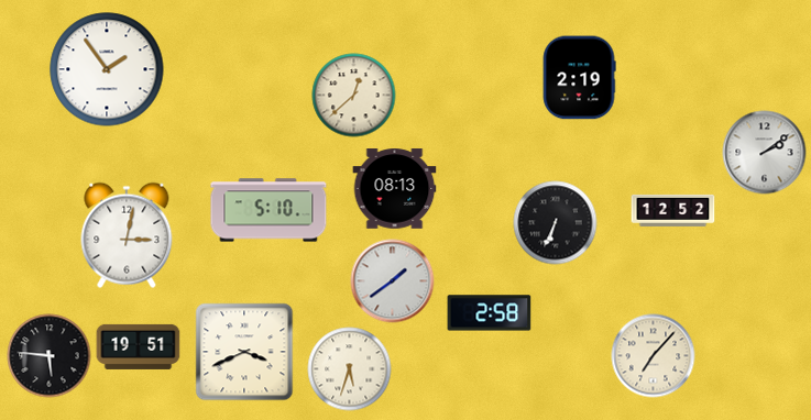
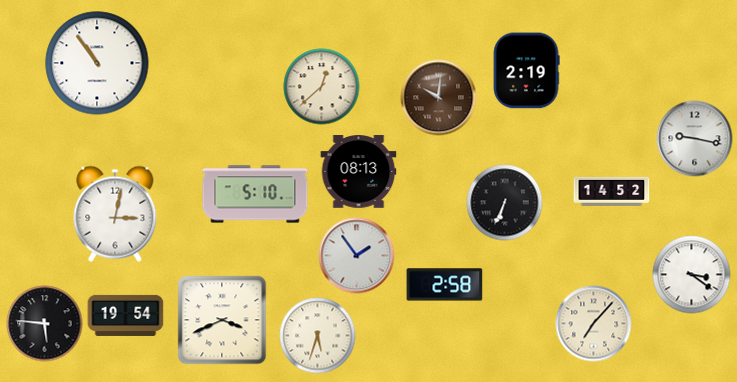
clock at (107, 69): 1:54 -> 10:54
clock at (439, 98): none -> 10:01
clock at (765, 153): 2:09 -> 9:17
clock at (268, 210) position: (268, 210) -> (255, 194)
clock at (673, 210): 12:52 -> 14:52
clock at (393, 281): 1:39 -> 1:54
clock at (692, 275): none -> 3:21
clock at (139, 346): 19:51 -> 19:54
